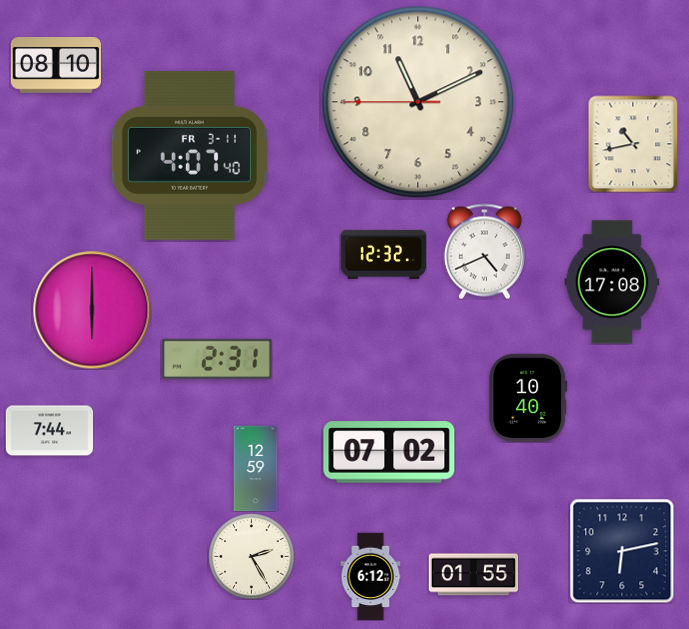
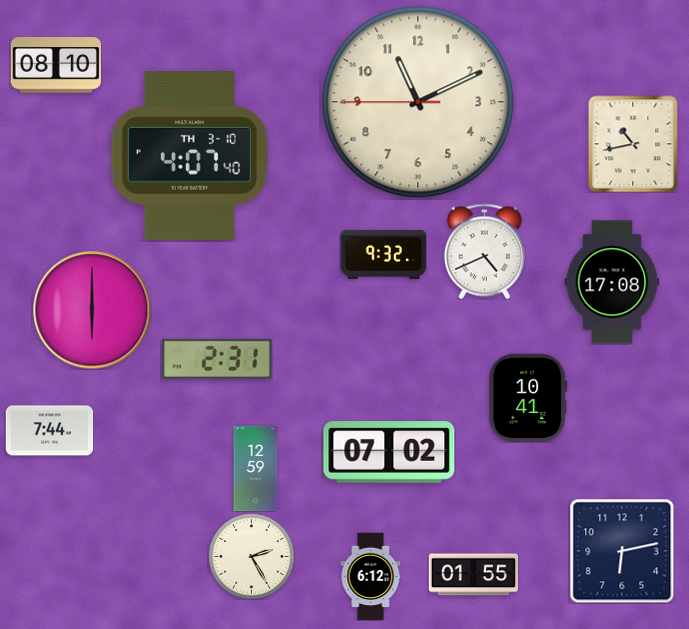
clock at (189, 155) date: FR 3-11 -> TH 3-10
clock at (383, 254): 12:32 -> 9:32
clock at (528, 397): 10:40 -> 10:41
